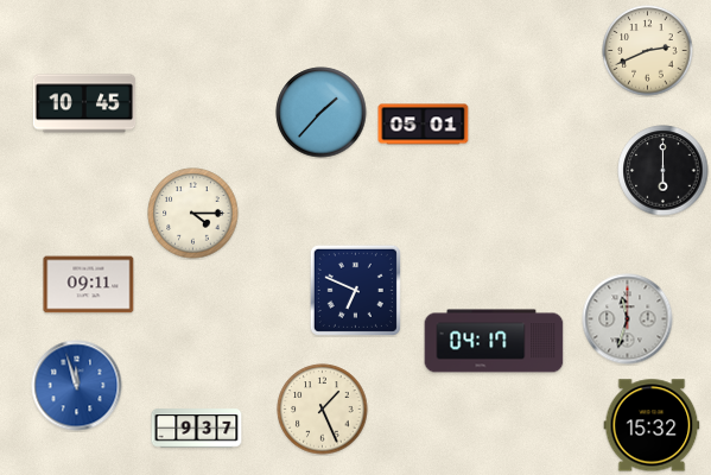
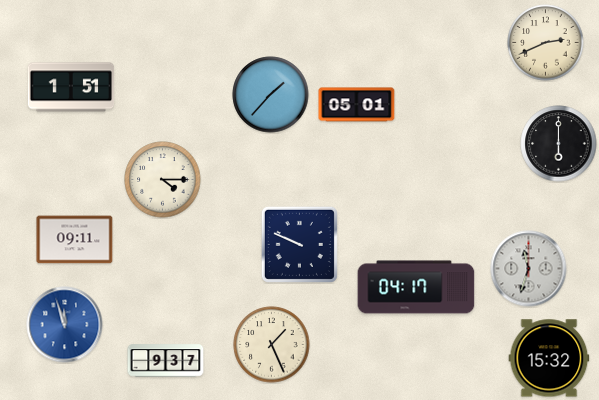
clock at (84, 103): 10:45 -> 1:51
clock at (355, 290): 6:49 -> 9:49
